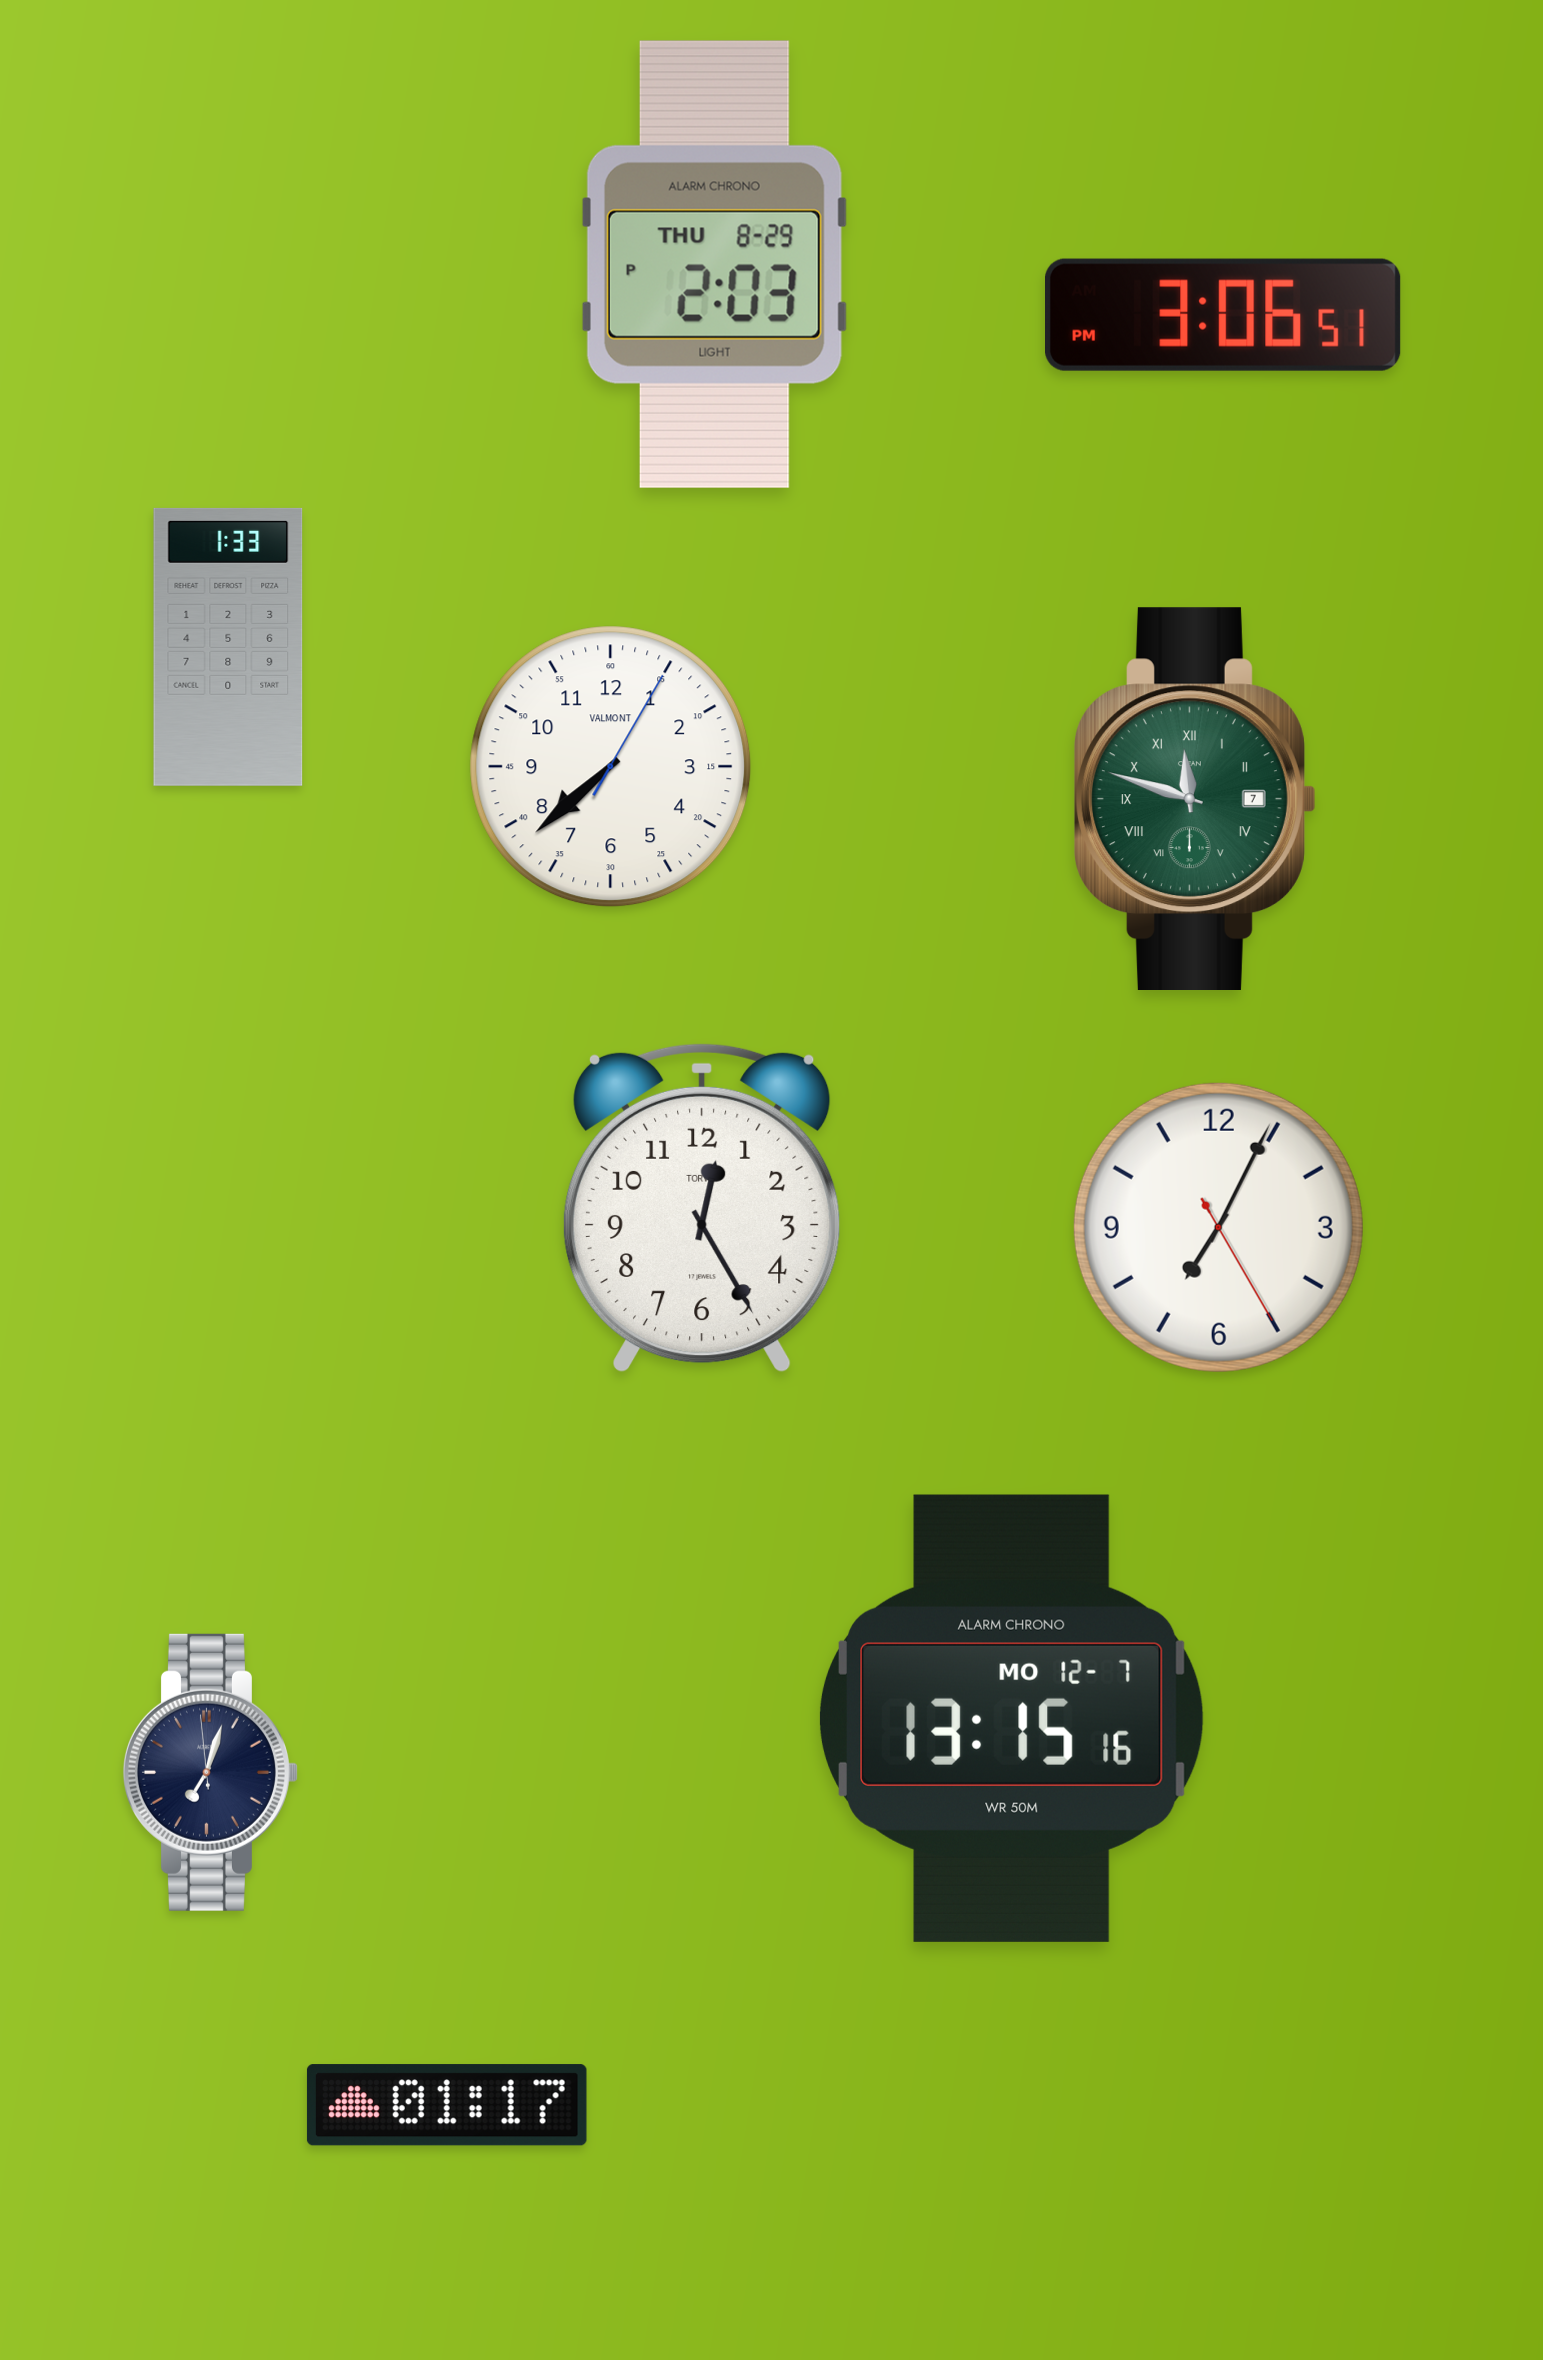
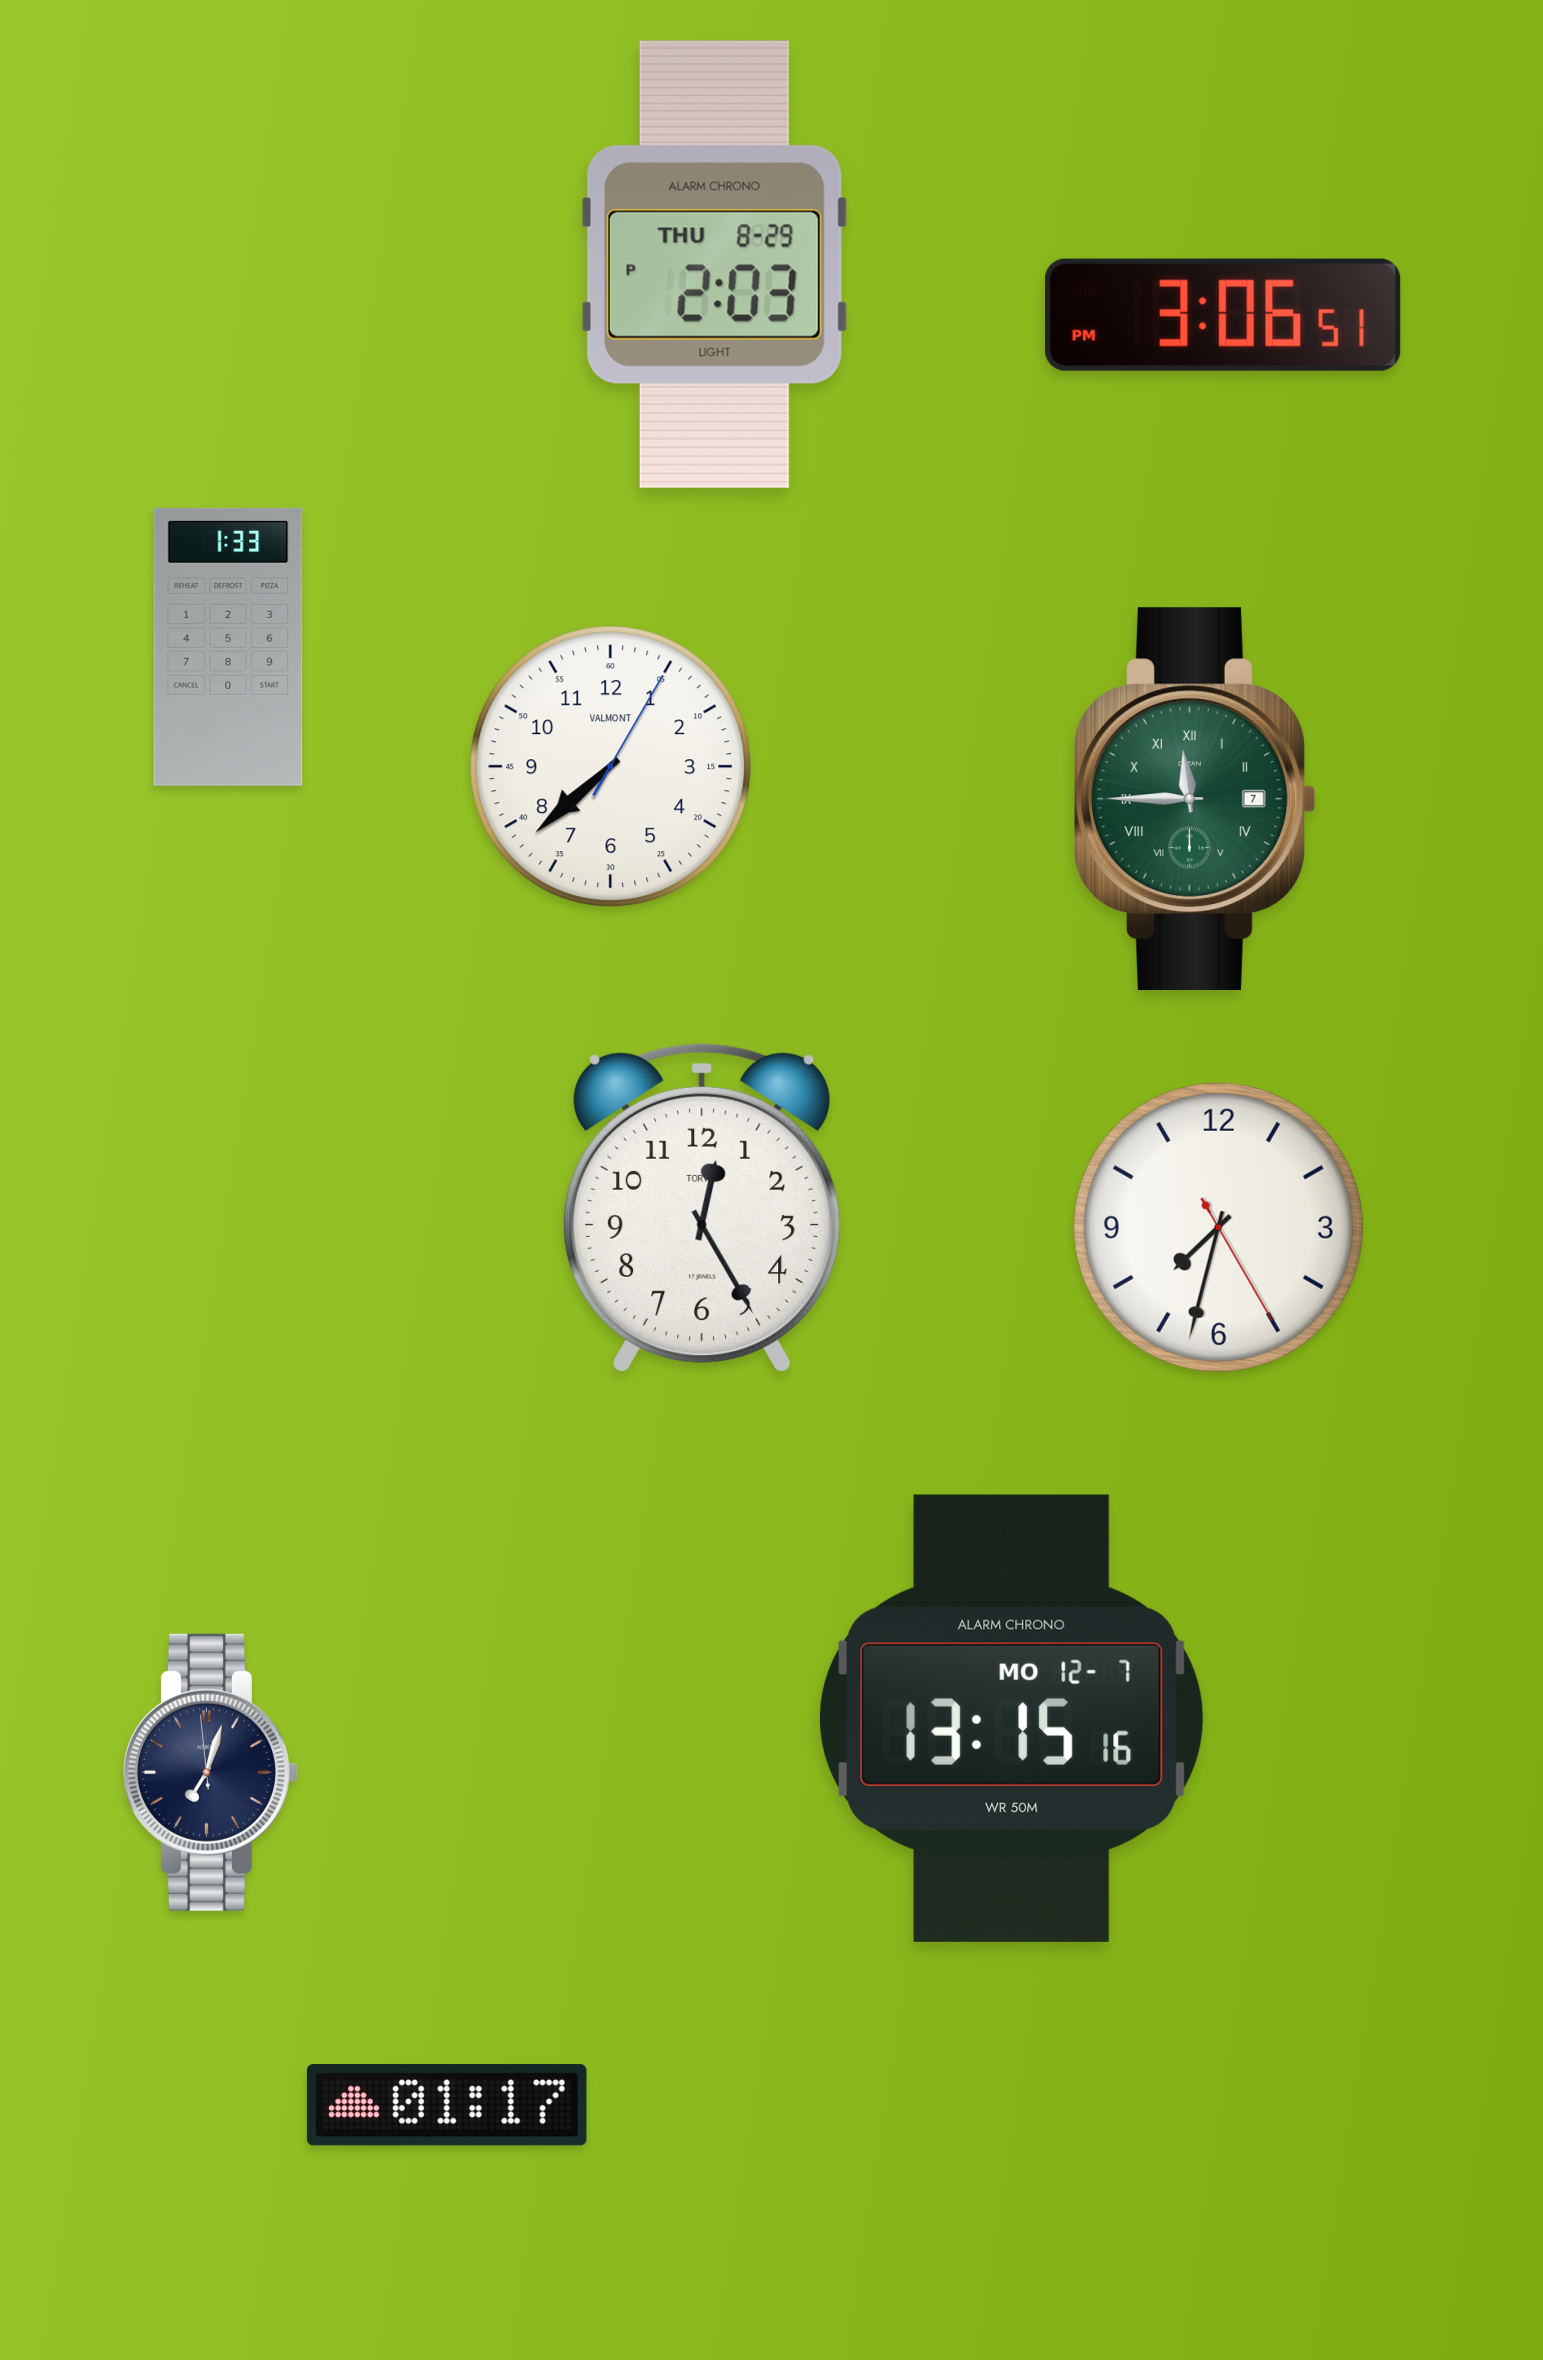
clock at (1195, 798): 11:48 -> 11:45
clock at (1218, 1227): 7:04 -> 7:32
